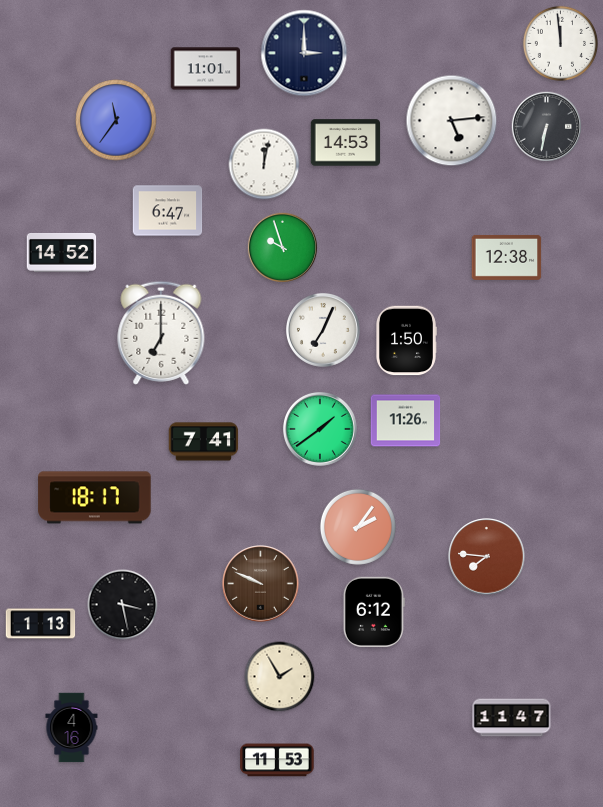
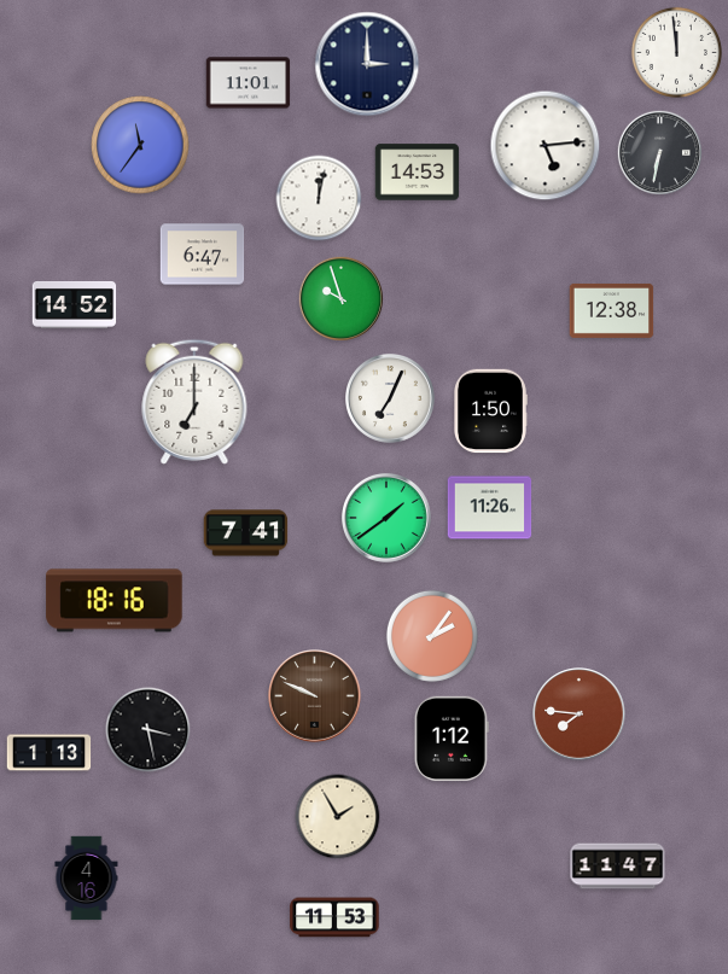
clock at (95, 498): 18:17 -> 18:16
clock at (487, 557) position: (487, 557) -> (580, 715)
clock at (261, 584) position: (261, 584) -> (315, 696)
clock at (374, 612): 6:12 -> 1:12
